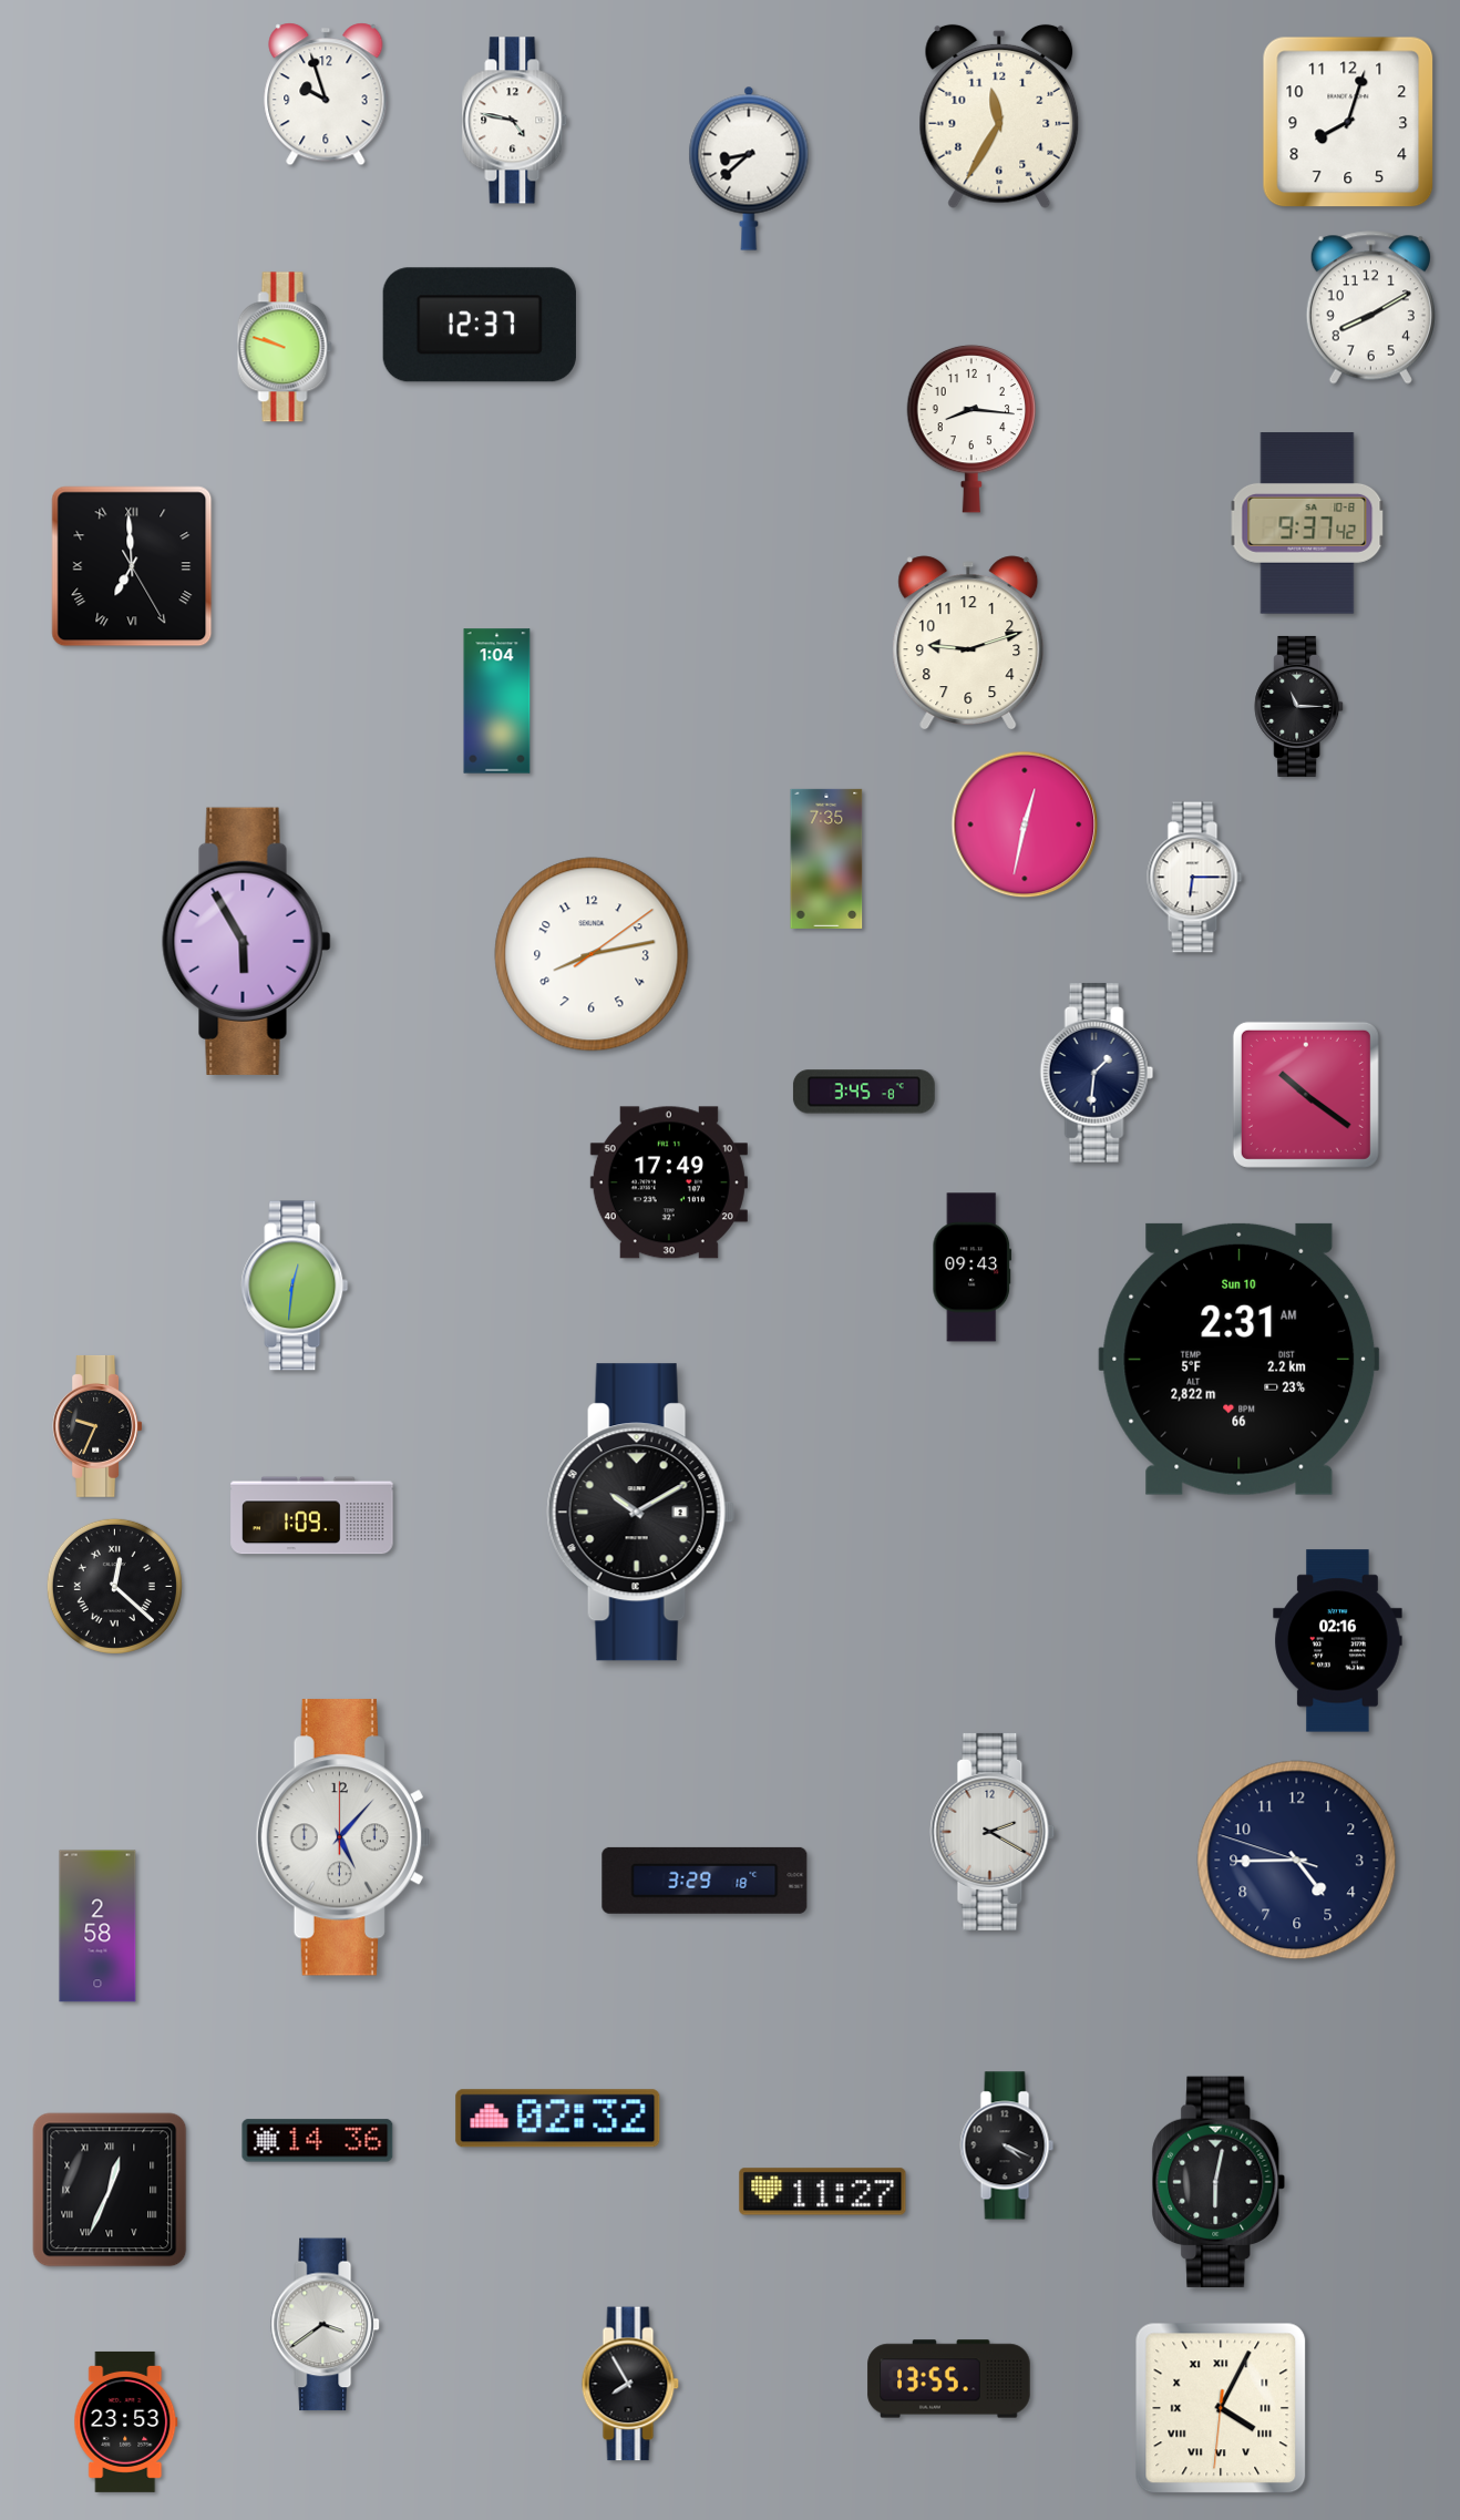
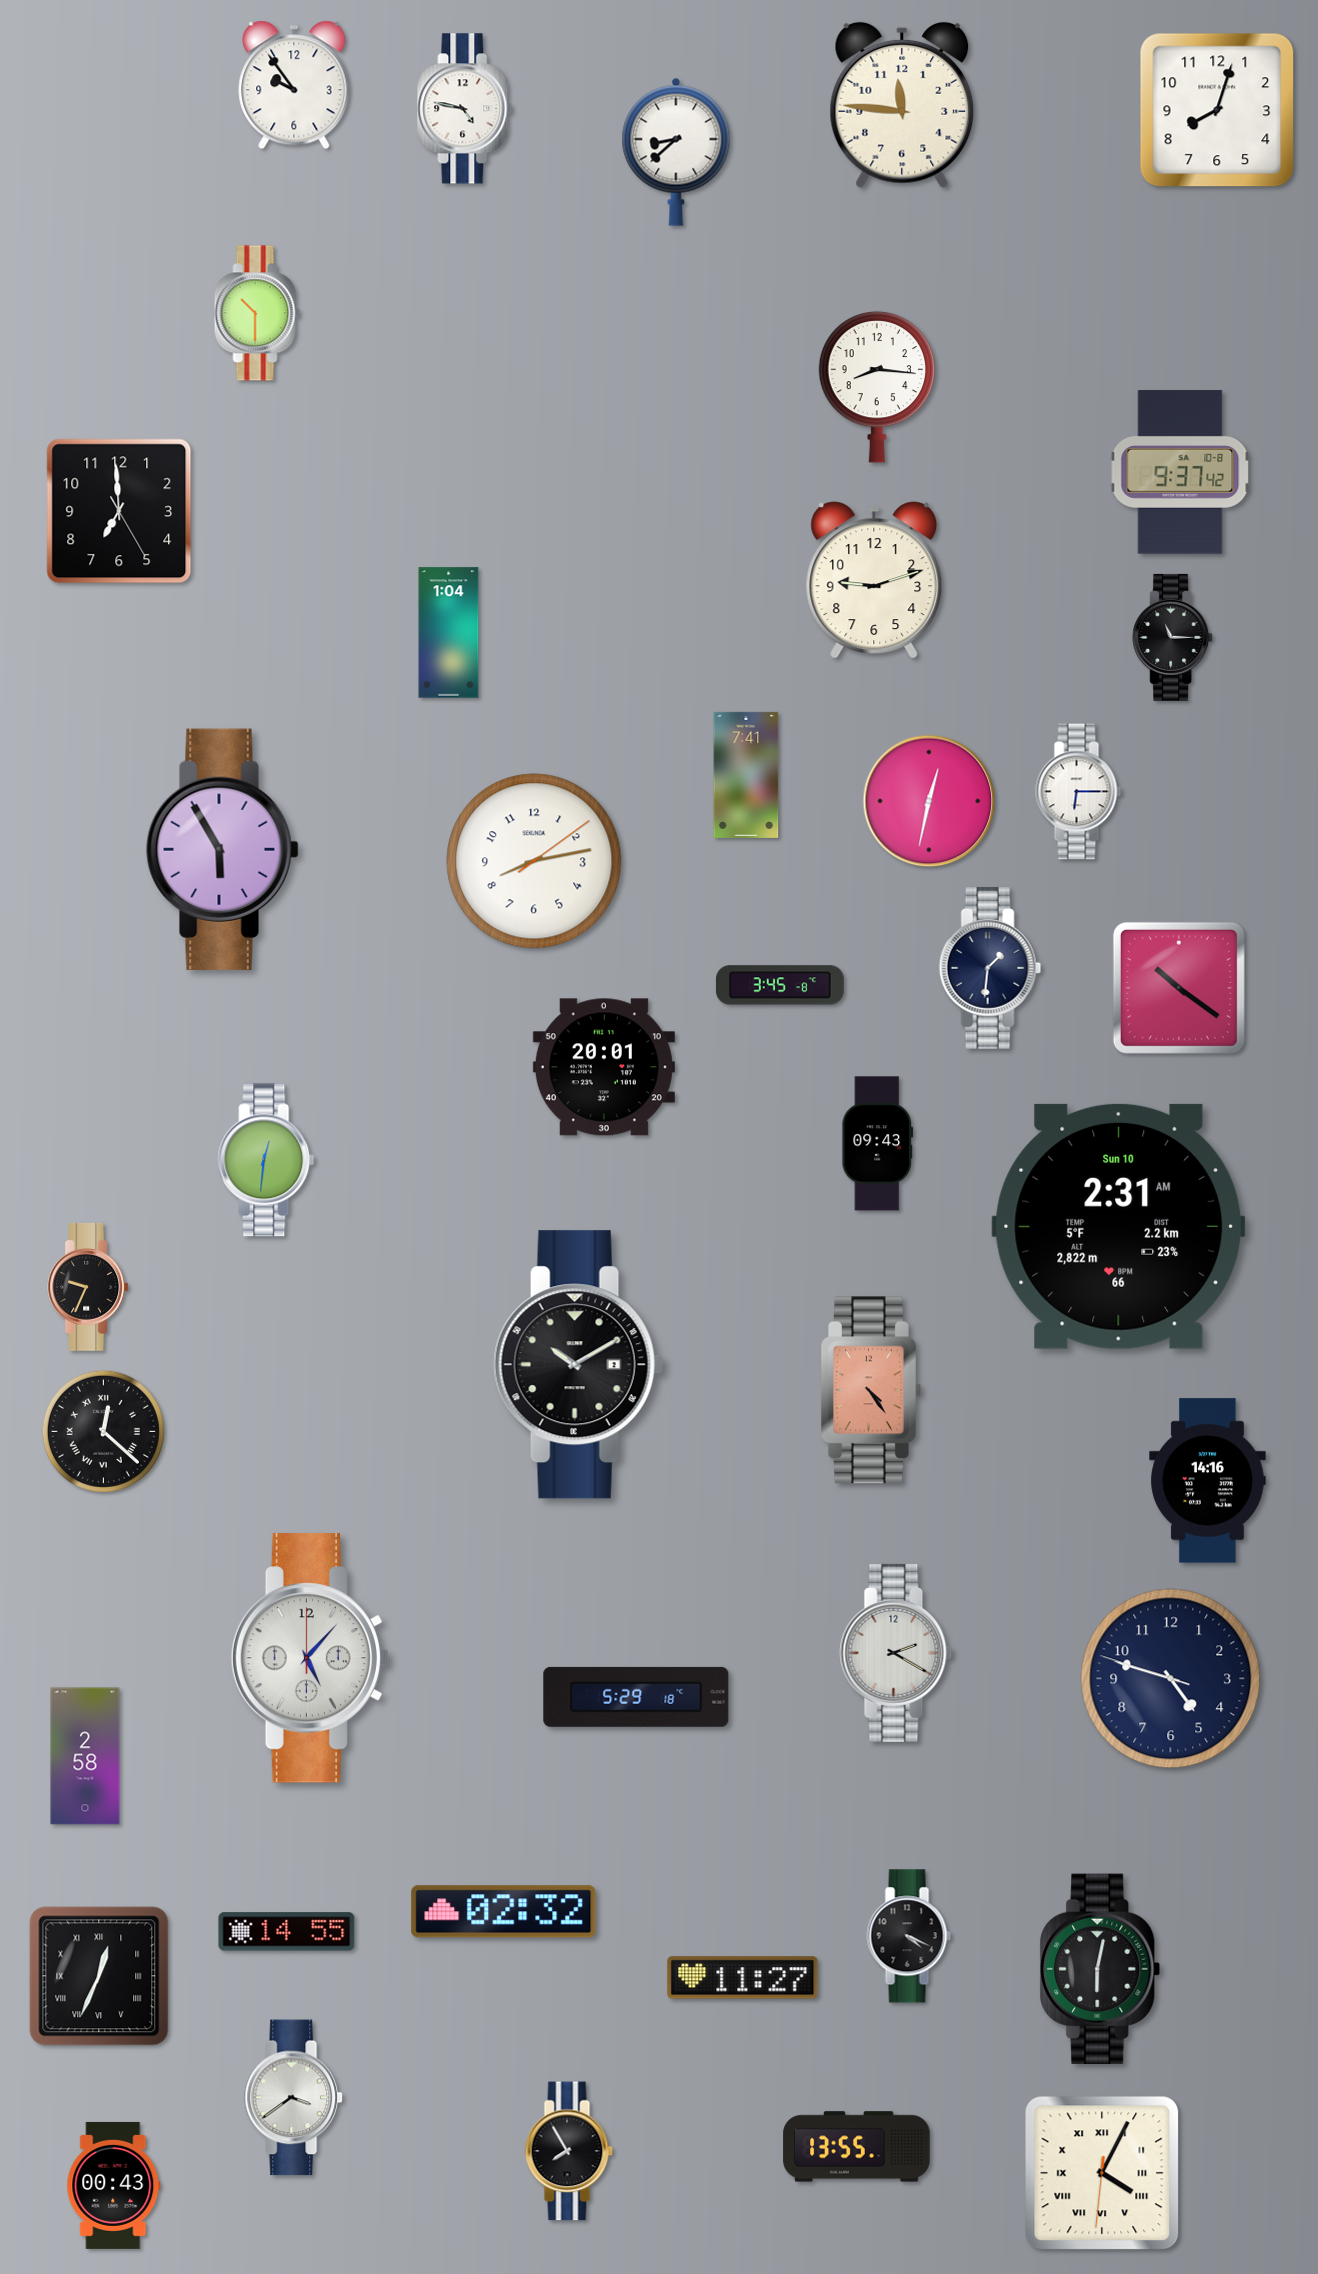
clock at (326, 94): 9:57 -> 9:54
clock at (999, 116): 11:35 -> 11:46
clock at (1370, 308): 8:10 -> none
clock at (480, 325): 12:37 -> none
clock at (285, 347): 9:48 -> 10:30
clock at (132, 566) numerals: Roman -> Arabic
clock at (1025, 824) position: (1025, 824) -> (929, 801)
clock at (826, 859): 7:35 -> 7:41
clock at (669, 1182): 17:49 -> 20:01
clock at (312, 1516): 1:09 -> none
clock at (872, 1390): none -> 4:24
clock at (1338, 1641): 02:16 -> 14:16
clock at (1297, 1861): 4:44 -> 4:47
clock at (705, 1881): 3:29 -> 5:29
clock at (97, 1926) position: (97, 1926) -> (85, 1756)
clock at (318, 2141): 14:36 -> 14:55
clock at (126, 2421): 23:53 -> 00:43
